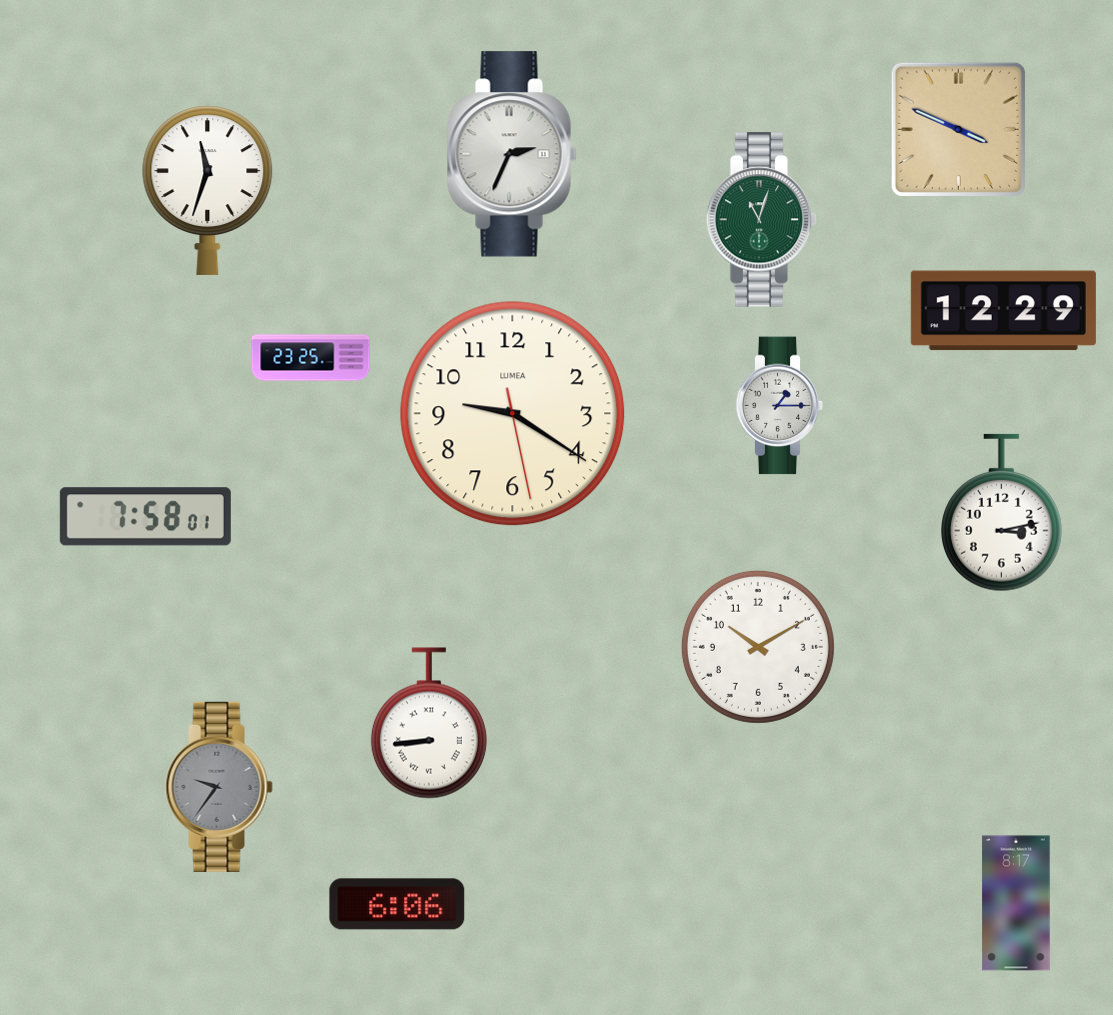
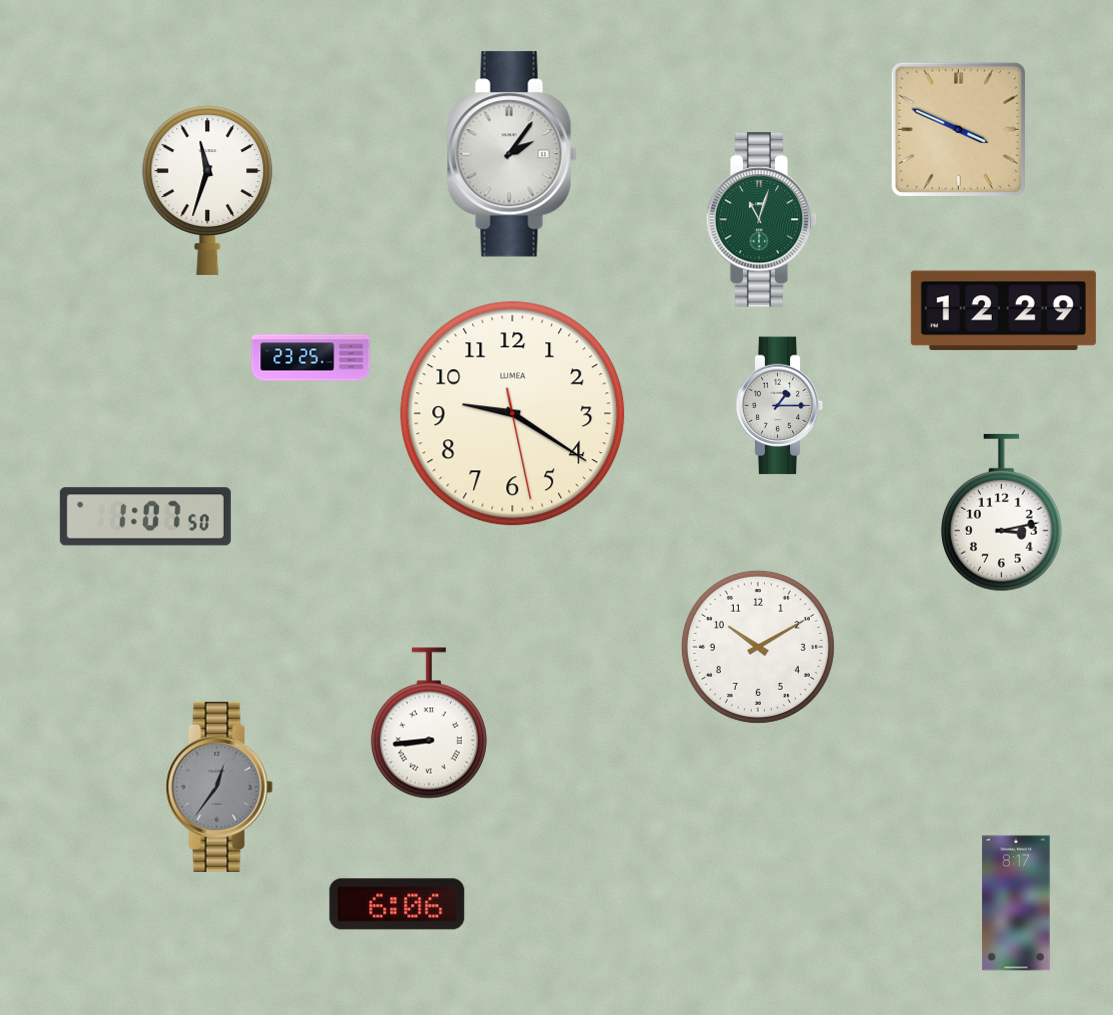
clock at (512, 154): 2:34 -> 2:06
clock at (145, 517): 7:58 -> 1:07
clock at (219, 787): 9:36 -> 12:36
